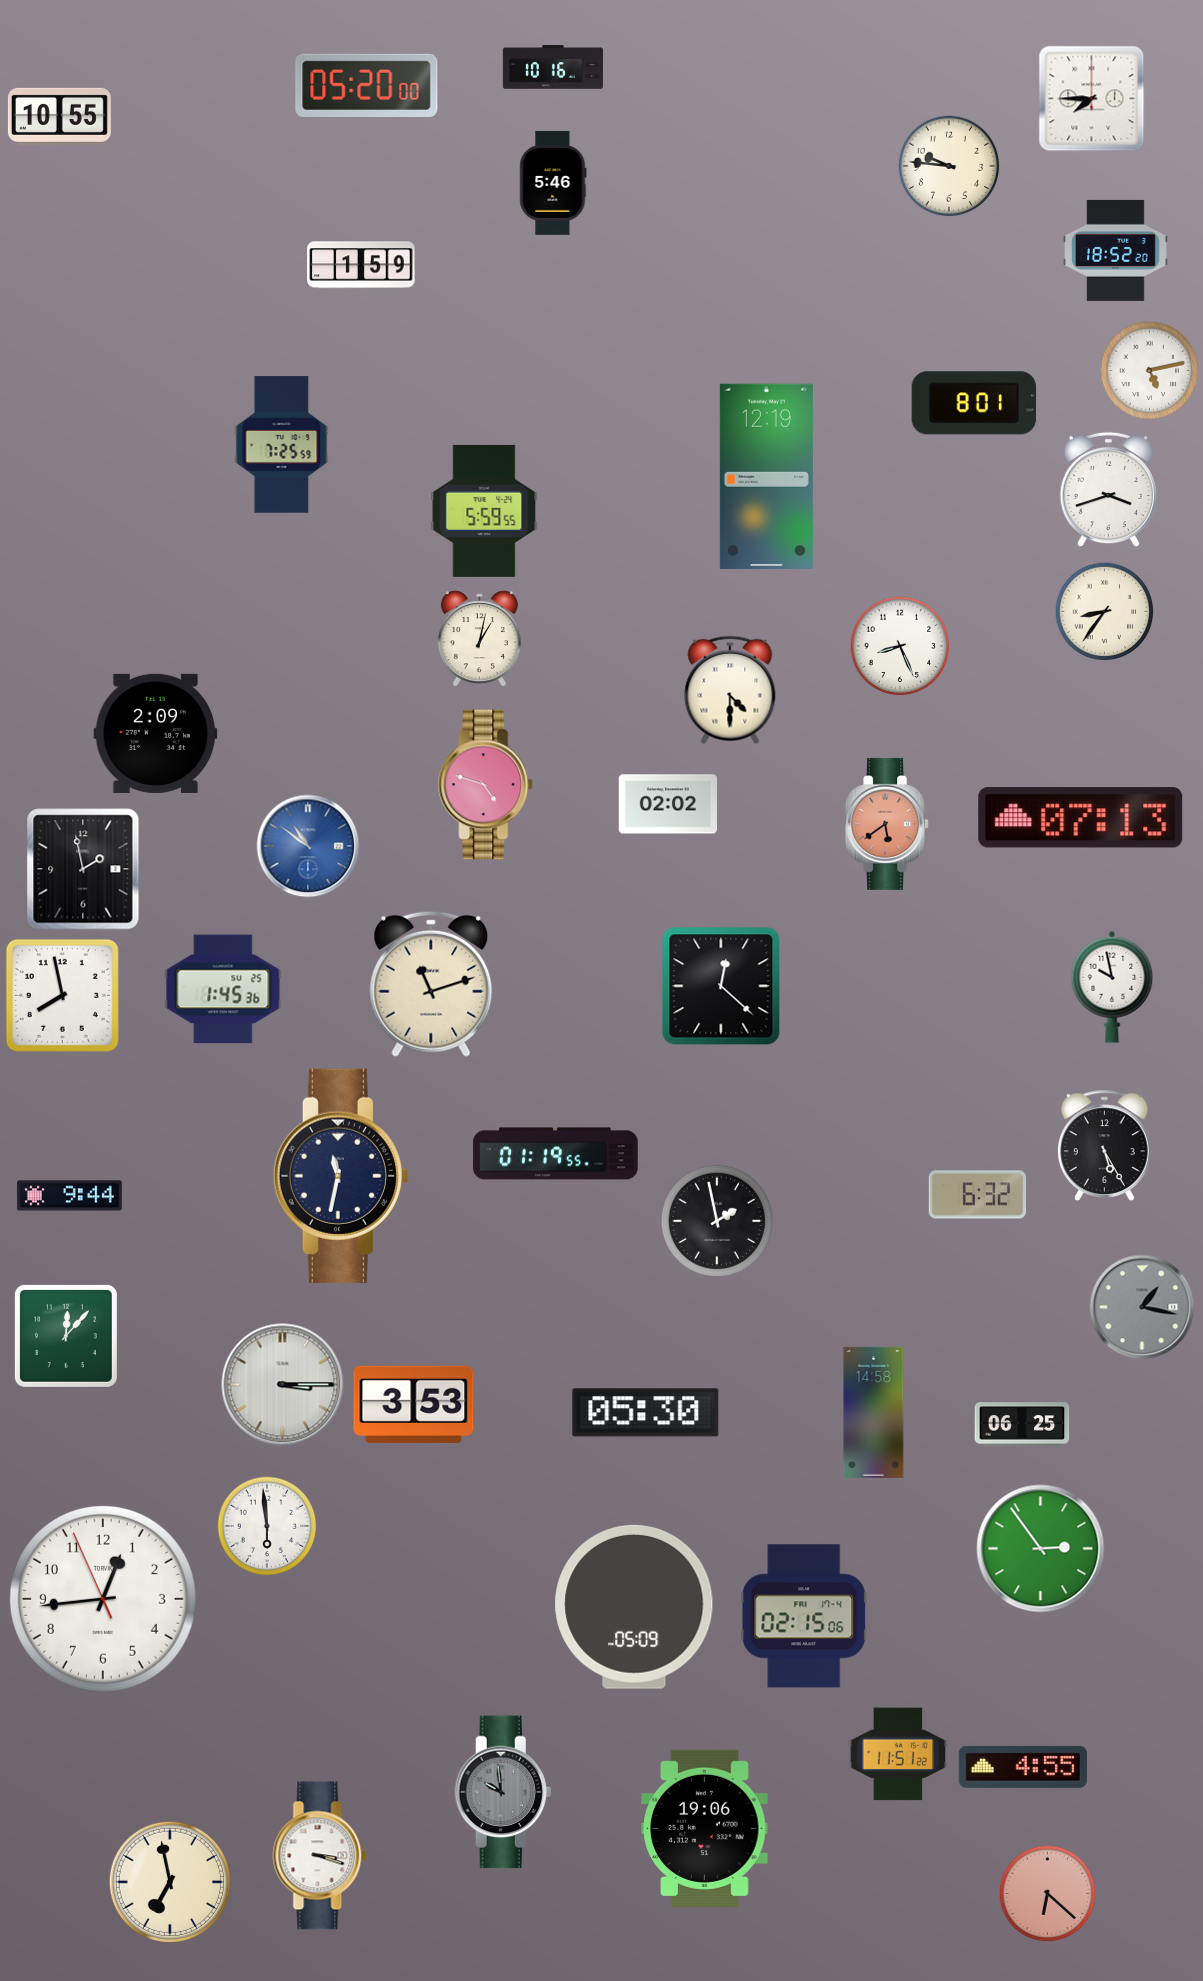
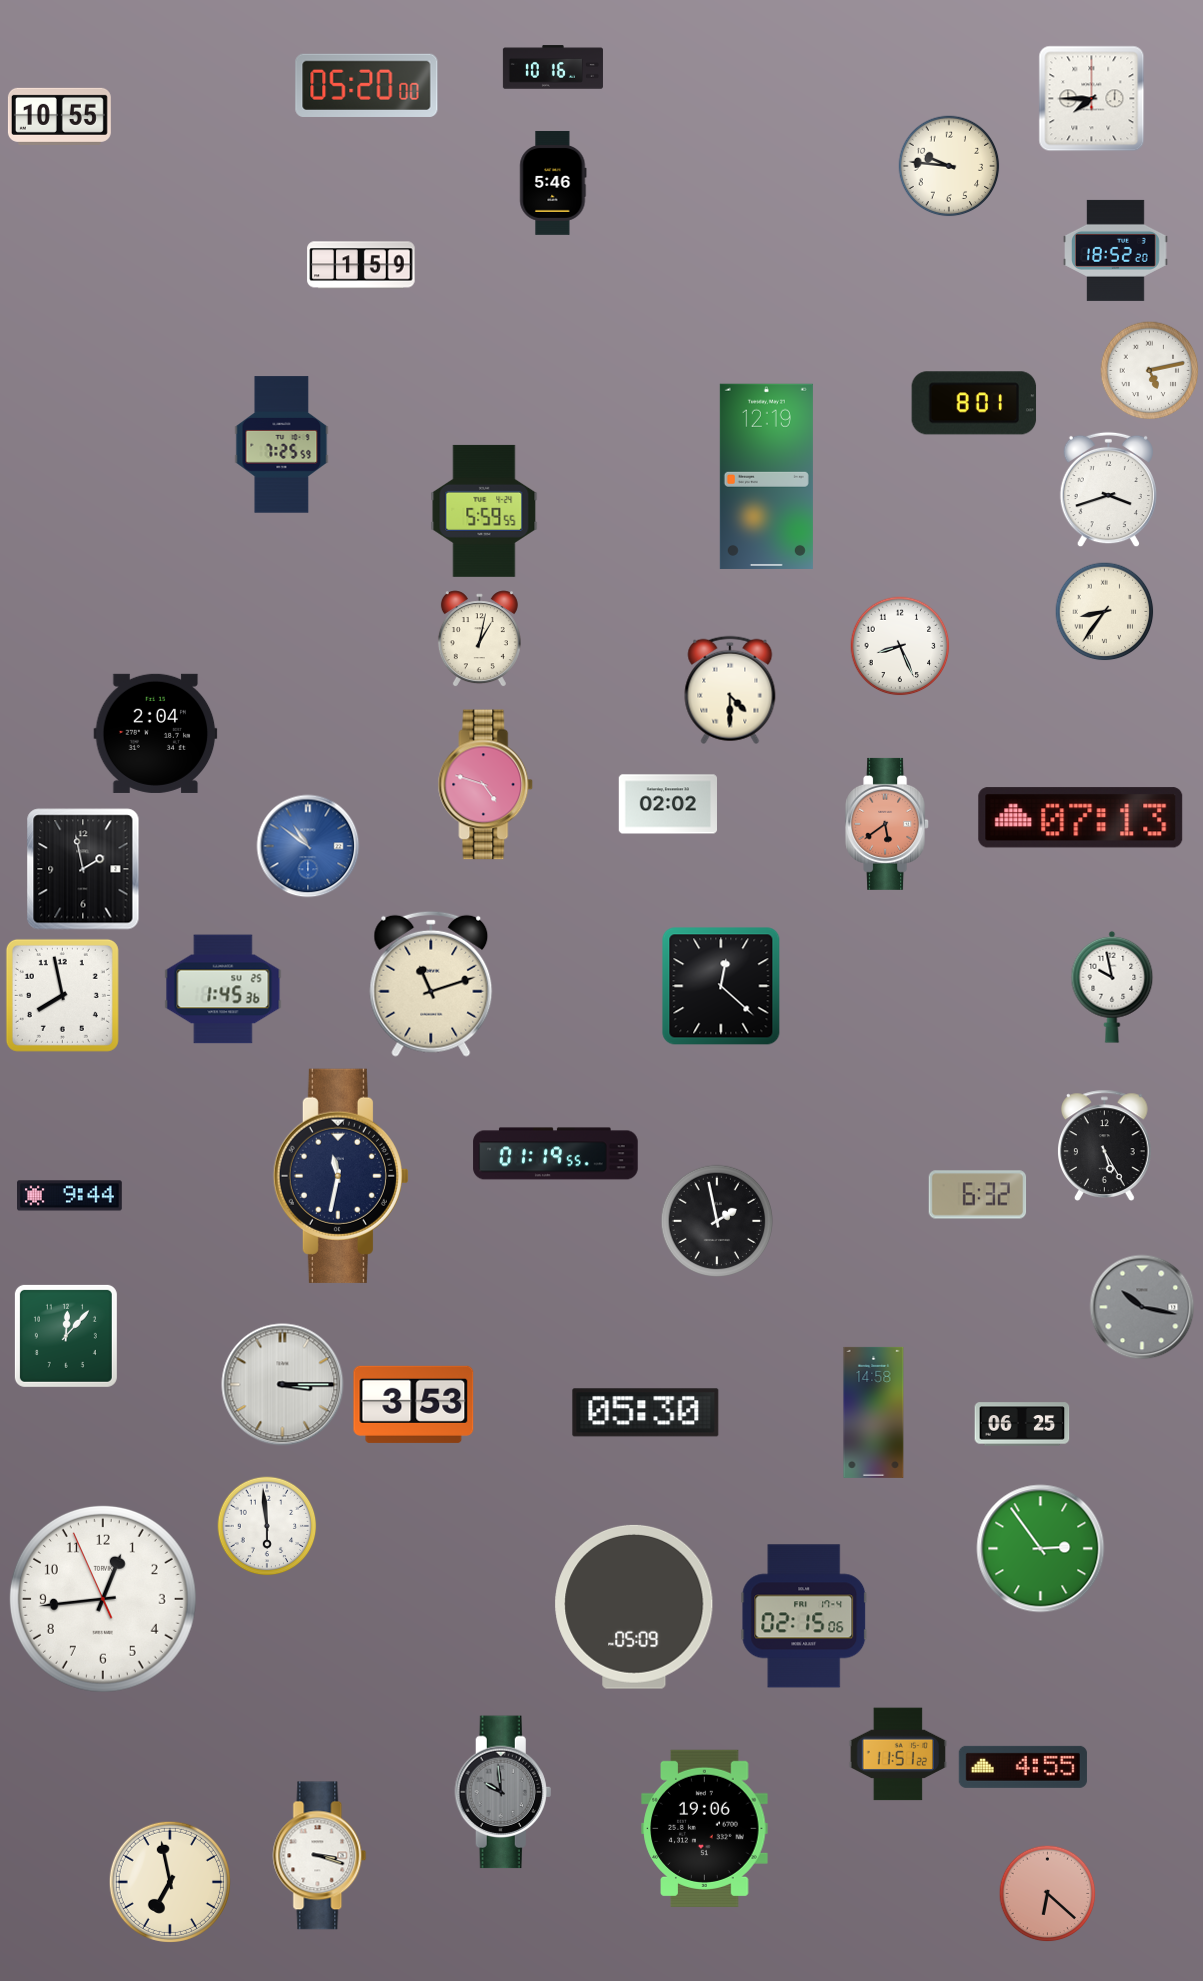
clock at (156, 733): 2:09 -> 2:04
clock at (1142, 1307): 1:17 -> 10:17
